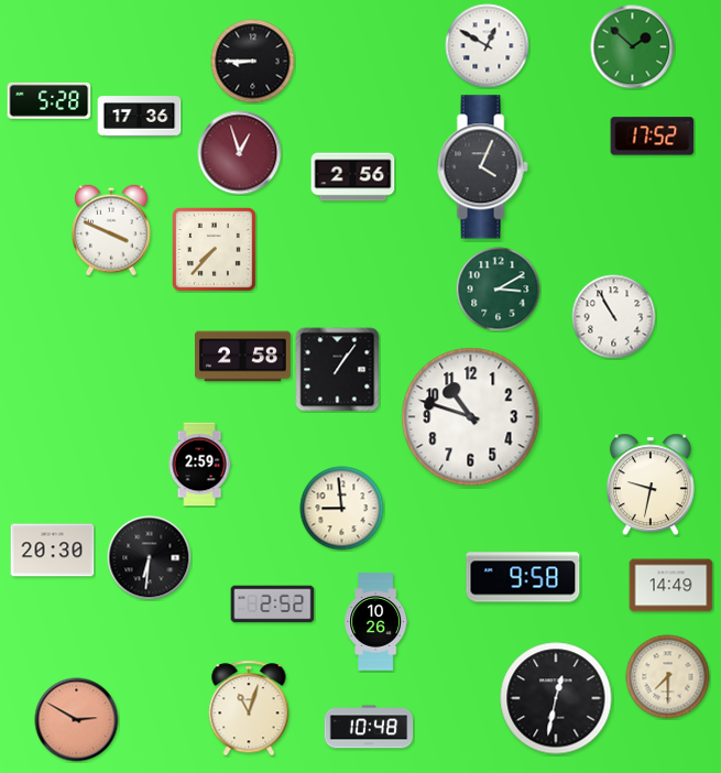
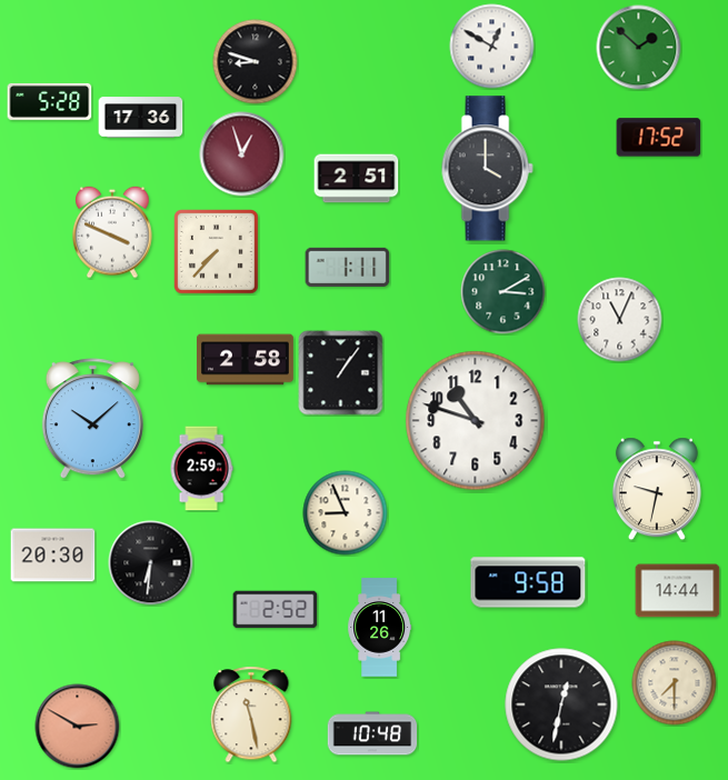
clock at (253, 62): 8:45 -> 8:48
clock at (482, 167): 4:04 -> 4:00
clock at (353, 177): 2:56 -> 2:51
clock at (348, 267): none -> 1:11
clock at (614, 317): 10:55 -> 11:04
clock at (92, 419): none -> 10:08
clock at (342, 509): 8:59 -> 8:56
clock at (671, 586): 14:49 -> 14:44
clock at (376, 622): 10:26 -> 11:26
clock at (249, 708): 11:03 -> 11:28
